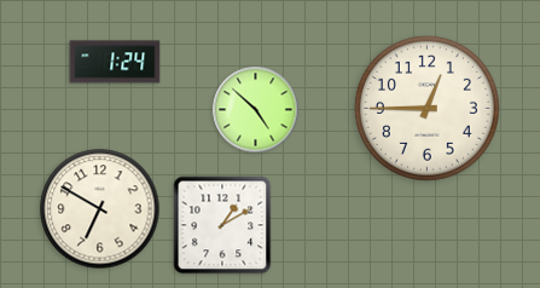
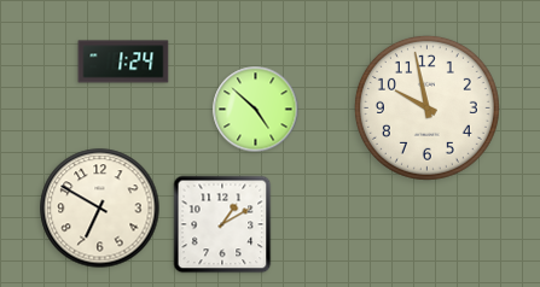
clock at (115, 62) position: (115, 62) -> (123, 61)
clock at (426, 108): 12:45 -> 9:58
